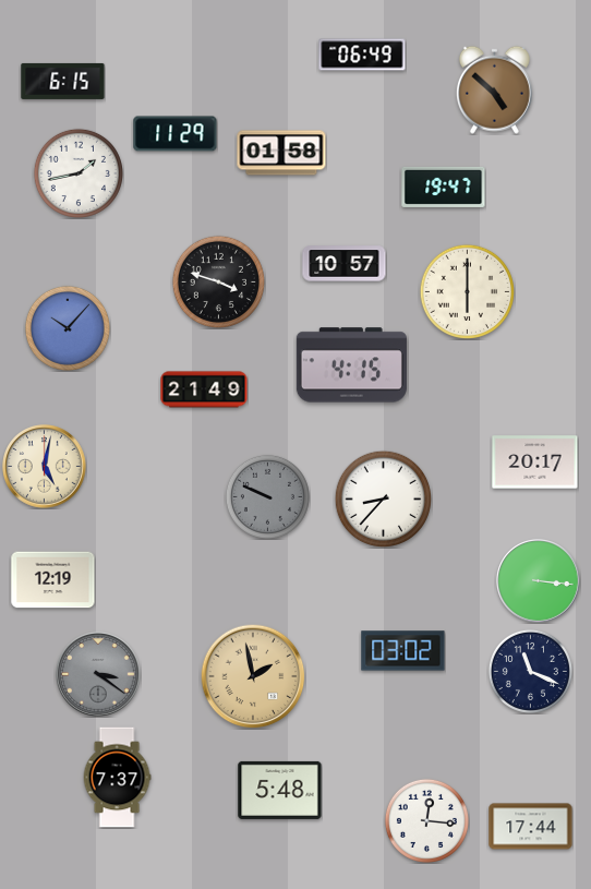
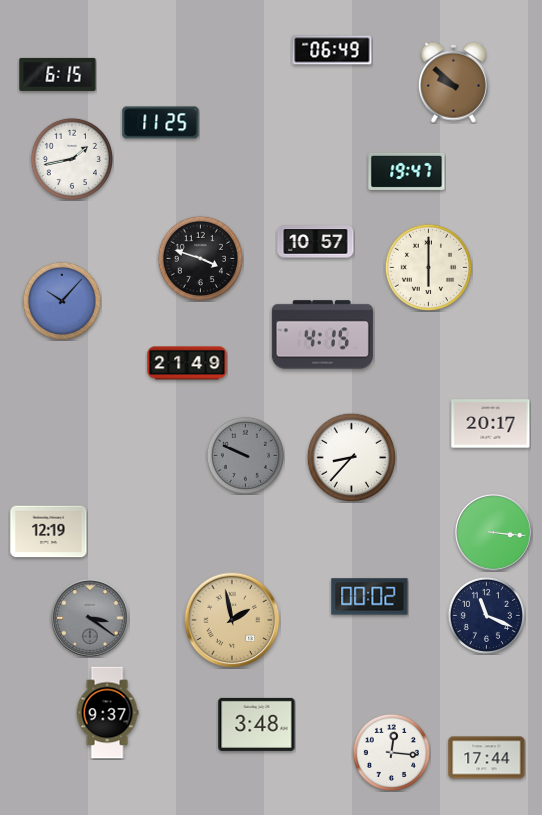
clock at (494, 89): 4:52 -> 9:52
clock at (176, 134): 11:29 -> 11:25
clock at (281, 153): 01:58 -> none
clock at (204, 389) position: (204, 389) -> (187, 363)
clock at (45, 467): 5:02 -> none
clock at (403, 651): 03:02 -> 00:02
clock at (117, 778): 7:37 -> 9:37
clock at (280, 790): 5:48 -> 3:48
